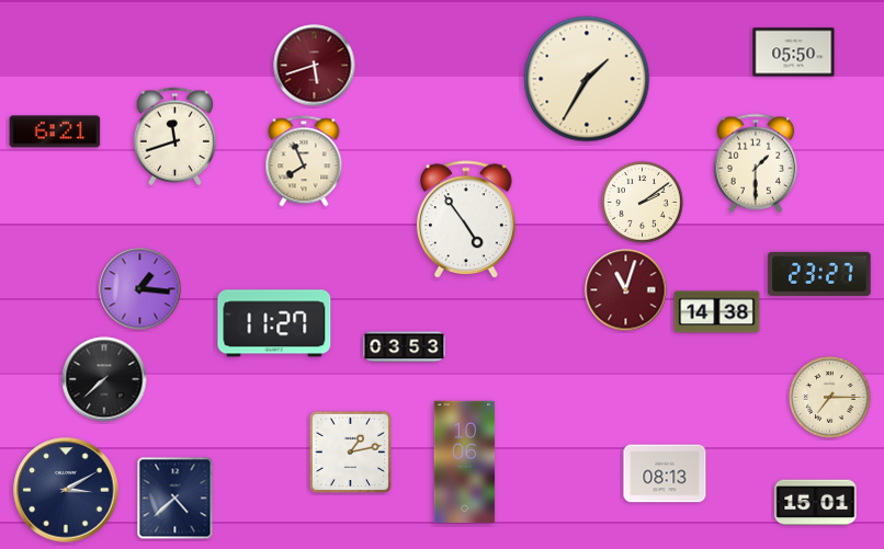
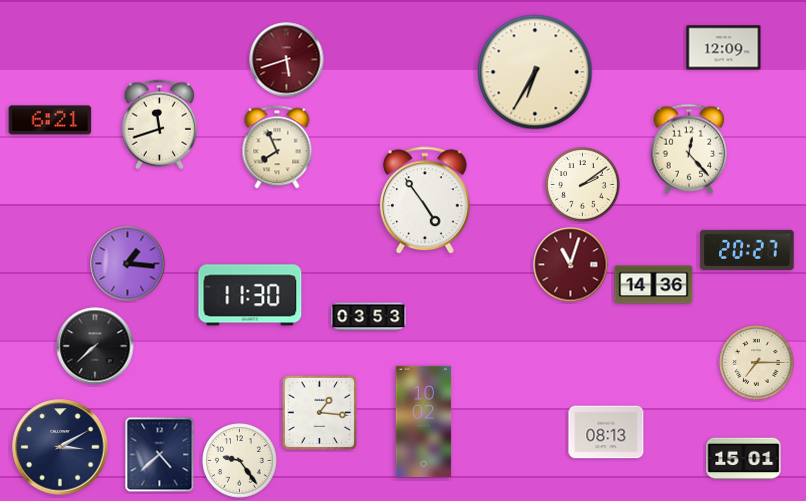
clock at (794, 53): 05:50 -> 12:09
clock at (587, 79): 1:35 -> 6:35
clock at (756, 163): 1:30 -> 12:23
clock at (643, 203) position: (643, 203) -> (583, 185)
clock at (819, 274): 23:27 -> 20:27
clock at (717, 312): 14:38 -> 14:36
clock at (274, 323): 11:27 -> 11:30
clock at (351, 453): 1:13 -> 1:16
clock at (465, 461): 10:06 -> 10:02
clock at (240, 461): none -> 9:24
